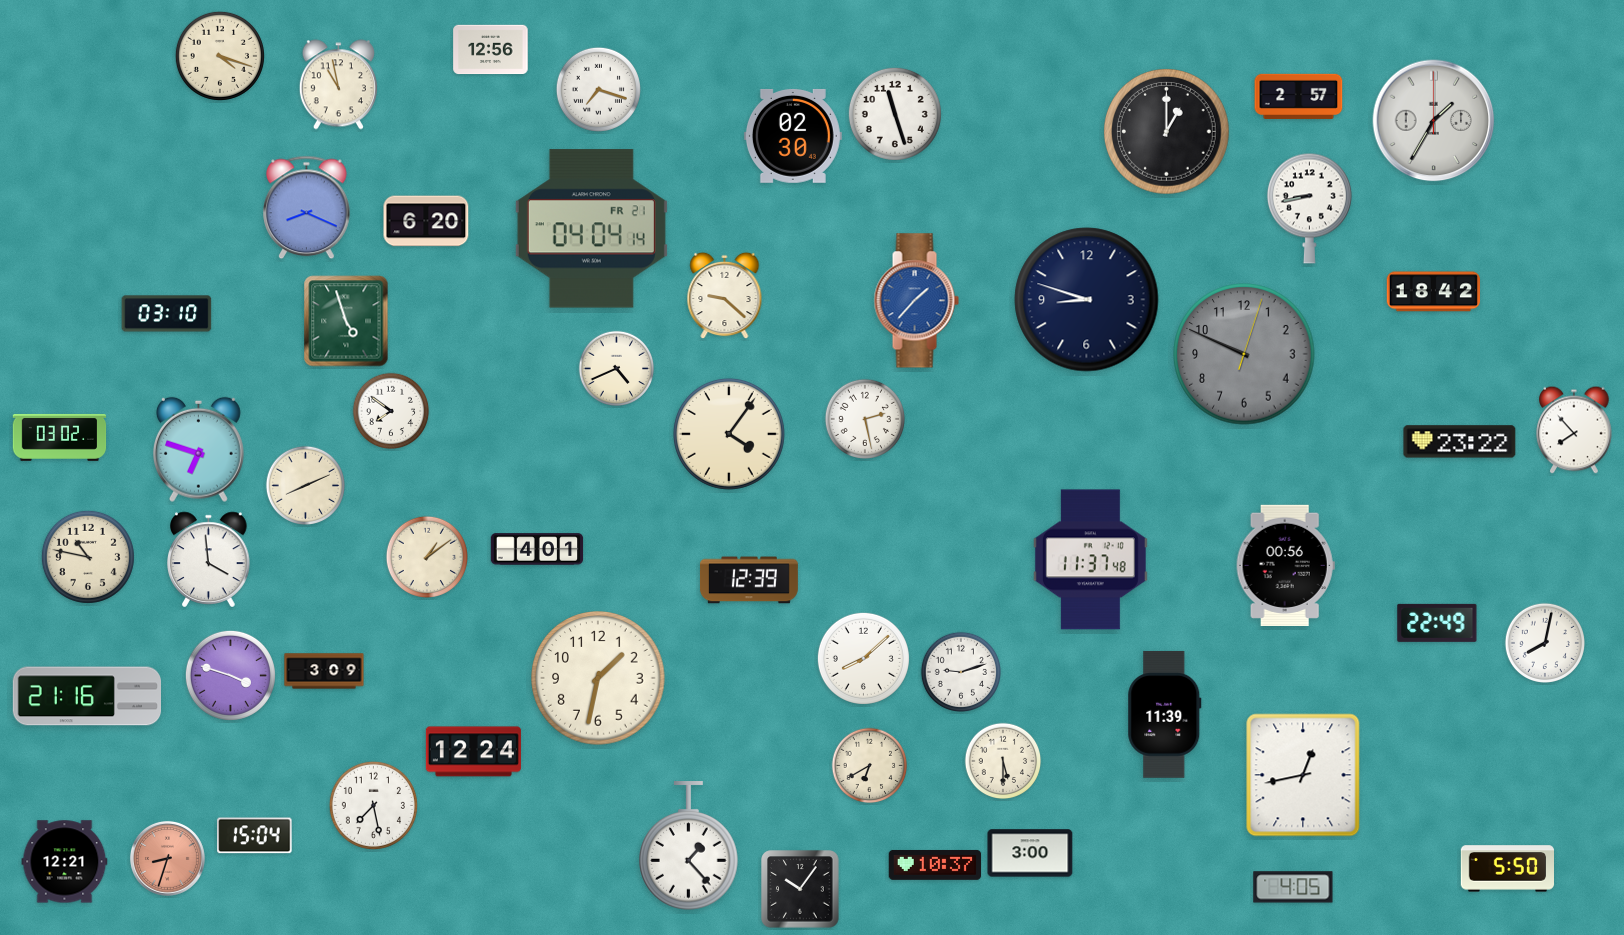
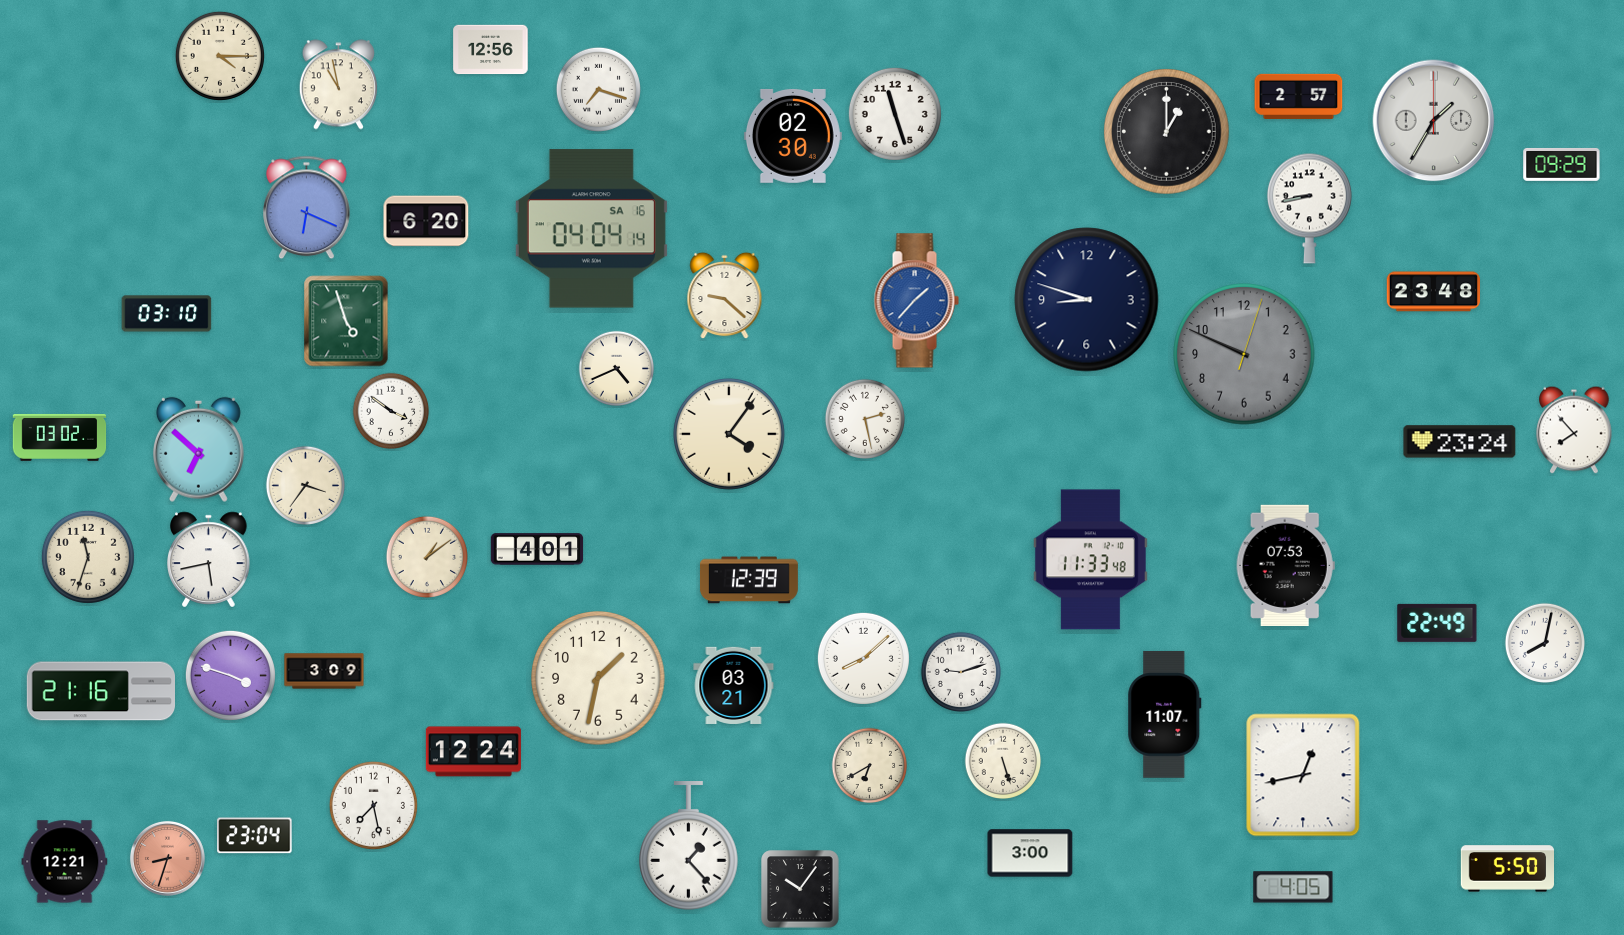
clock at (220, 56): 4:18 -> 4:15
clock at (1562, 165): none -> 09:29
clock at (307, 208): 8:19 -> 6:19
clock at (591, 229) date: FR 21 -> SA 16
clock at (1433, 292): 18:42 -> 23:48
clock at (391, 411): 7:51 -> 3:51
clock at (1460, 442): 23:22 -> 23:24
clock at (198, 449): 6:48 -> 6:52
clock at (305, 485): 8:11 -> 3:36
clock at (88, 557): 10:47 -> 11:33
clock at (209, 560): 3:59 -> 5:43
clock at (1090, 560): 11:37 -> 11:33
clock at (1285, 565): 00:56 -> 07:53
clock at (734, 685): none -> 03:21
clock at (86, 696) position: (86, 696) -> (100, 691)
clock at (1165, 715): 11:39 -> 11:07
clock at (1003, 761): 5:30 -> 5:27
clock at (255, 836): 15:04 -> 23:04
clock at (935, 865): 10:37 -> none
